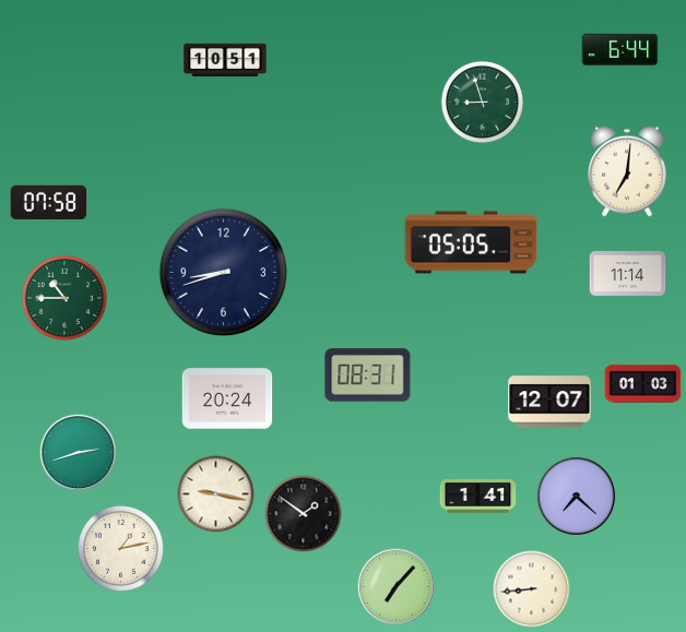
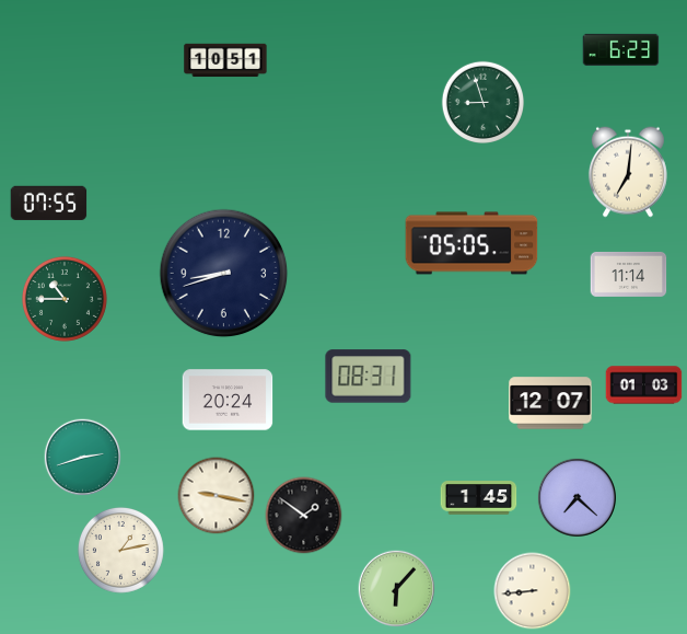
clock at (620, 49): 6:44 -> 6:23
clock at (49, 202): 07:58 -> 07:55
clock at (79, 453) position: (79, 453) -> (83, 458)
clock at (478, 497): 1:41 -> 1:45
clock at (397, 587): 7:07 -> 6:07
